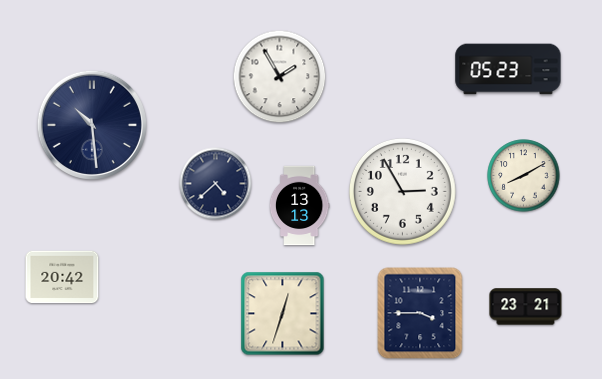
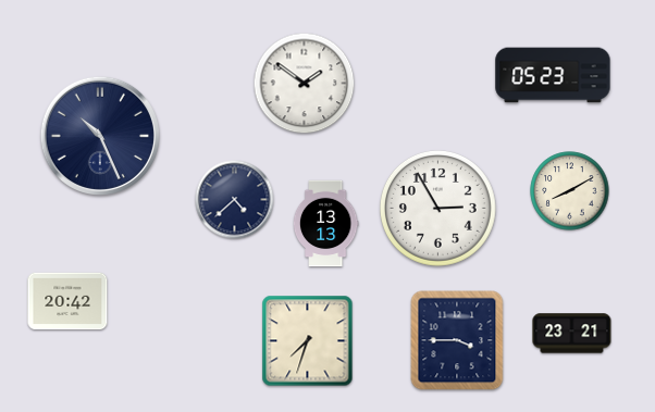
clock at (280, 77): 1:55 -> 1:51
clock at (92, 125): 10:29 -> 10:26
clock at (283, 314): 12:33 -> 7:33
